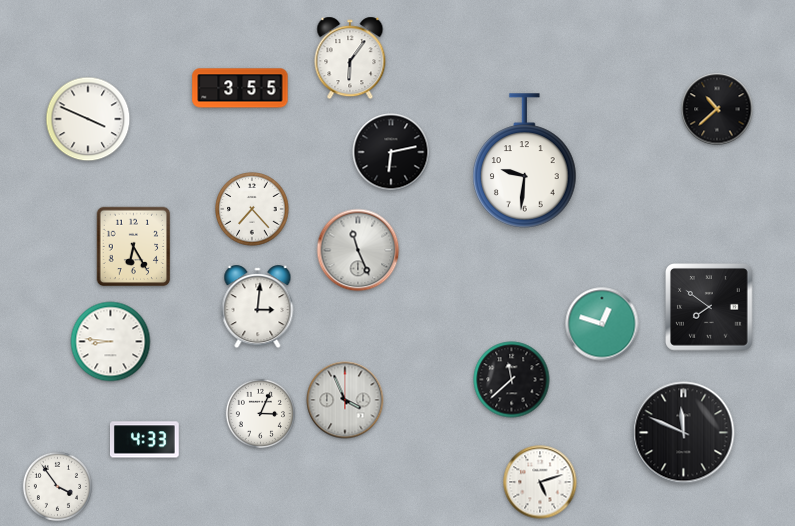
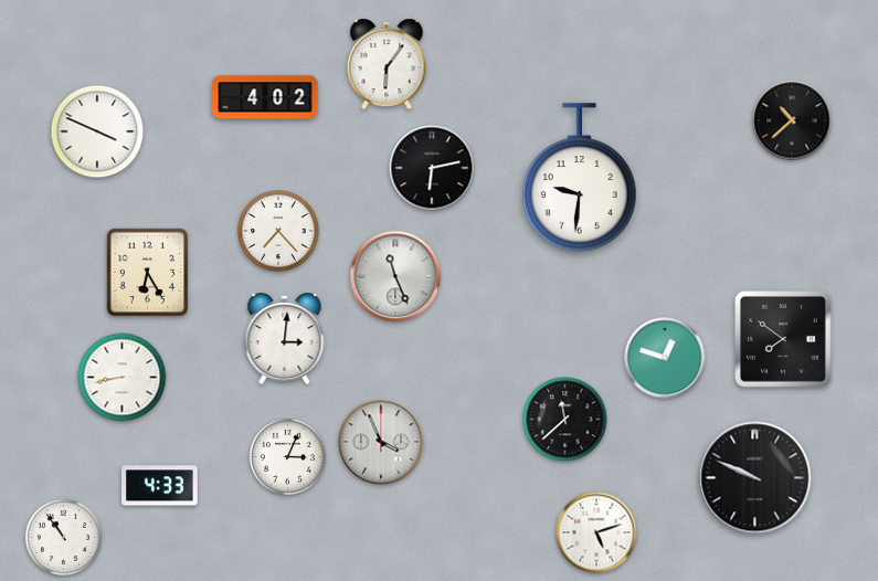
clock at (240, 88): 3:55 -> 4:02
clock at (111, 342): 8:46 -> 8:43
clock at (684, 433): 11:49 -> 9:49
clock at (57, 486): 3:54 -> 10:54
